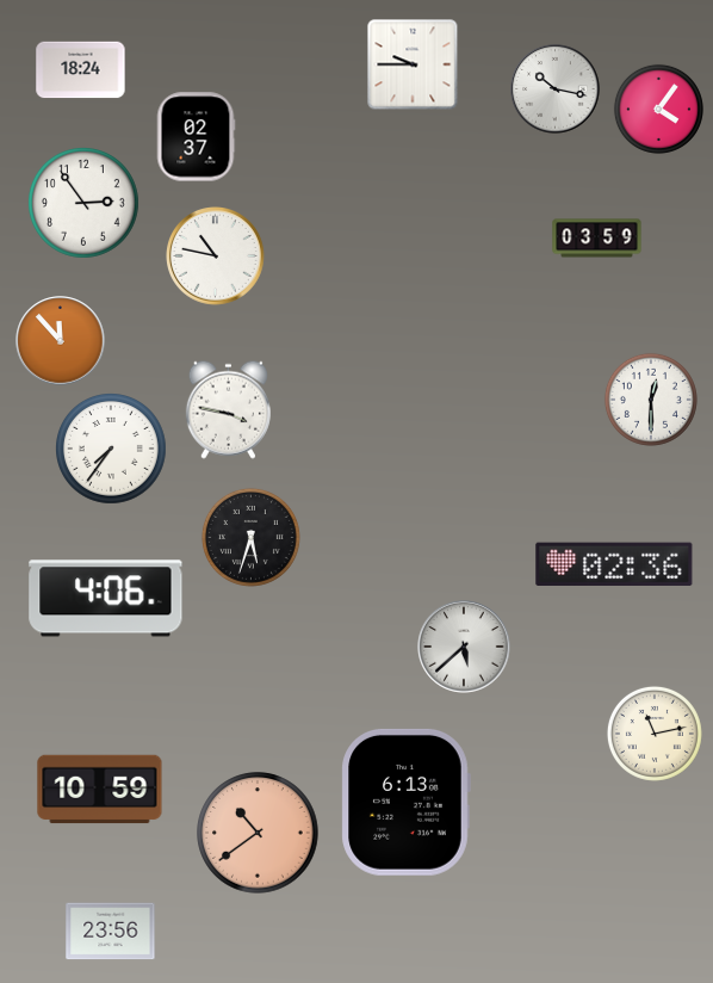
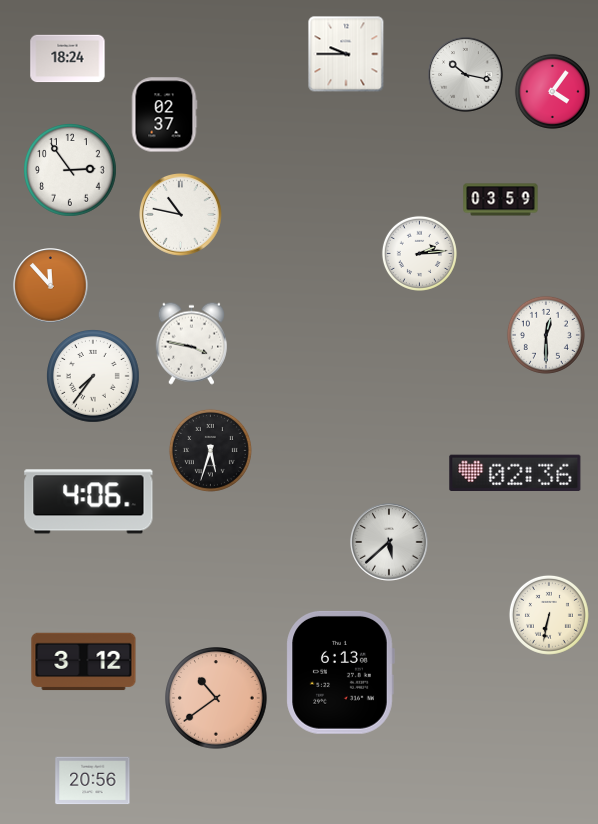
clock at (419, 253): none -> 2:14
clock at (655, 734): 11:13 -> 6:32
clock at (100, 790): 10:59 -> 3:12
clock at (111, 932): 23:56 -> 20:56
